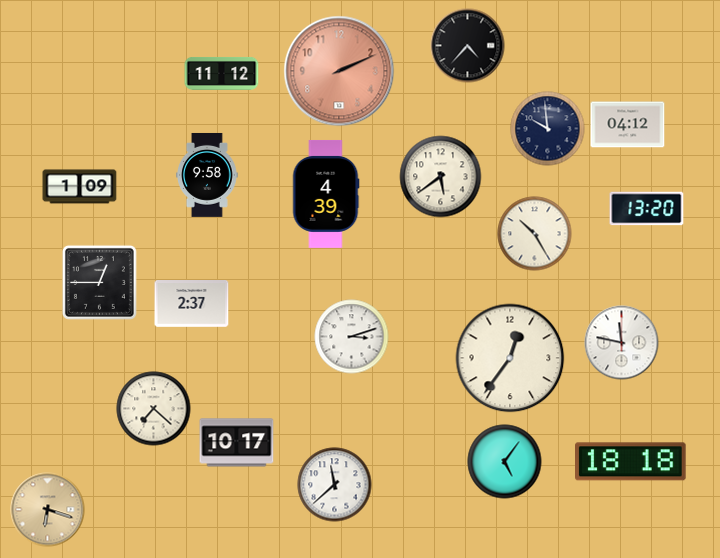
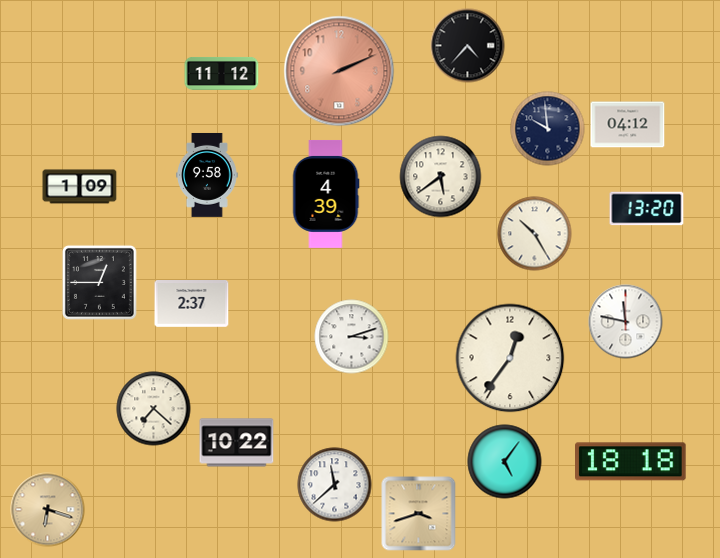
clock at (622, 343) position: (622, 343) -> (626, 322)
clock at (237, 443): 10:17 -> 10:22
clock at (419, 514): none -> 3:42
